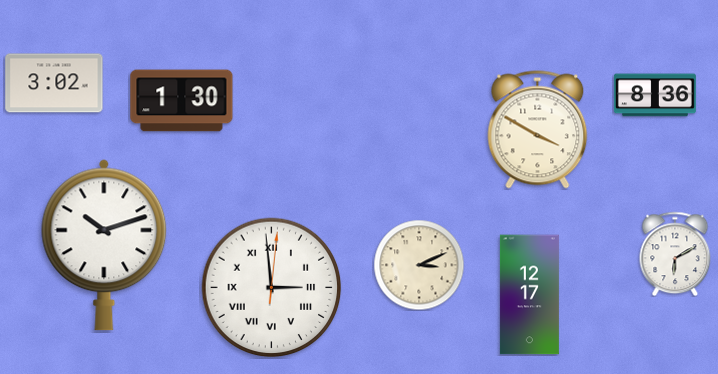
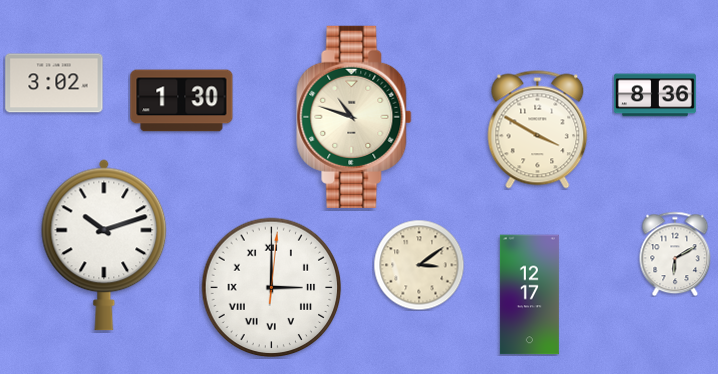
clock at (354, 117): none -> 10:48
clock at (419, 265): 3:11 -> 3:09
clock at (272, 288): 2:59 -> 3:00
